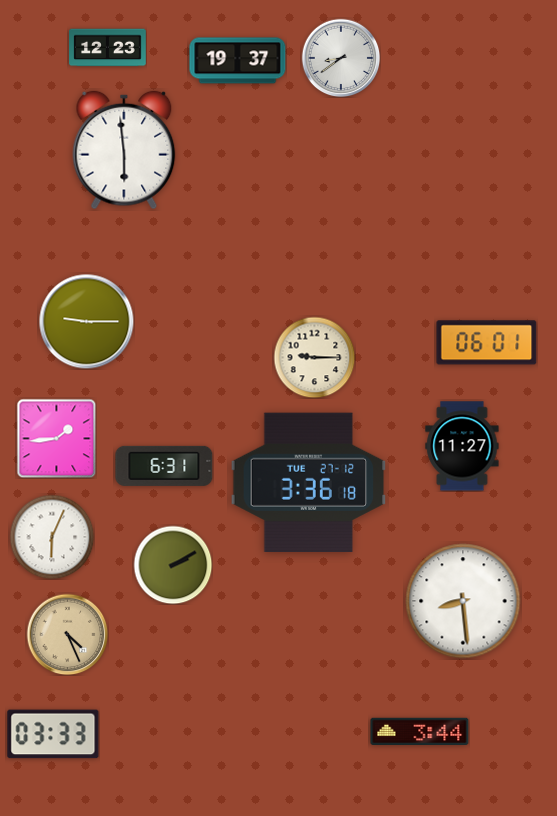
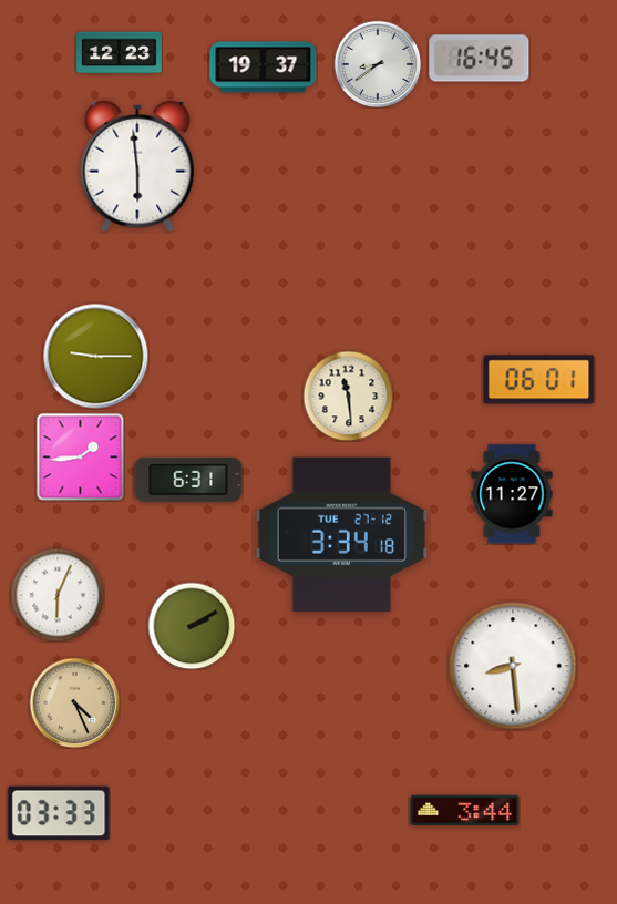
clock at (480, 59): none -> 16:45
clock at (314, 357): 9:15 -> 11:29
clock at (56, 438) position: (56, 438) -> (80, 456)
clock at (164, 466) position: (164, 466) -> (188, 480)
clock at (309, 482): 3:36 -> 3:34
